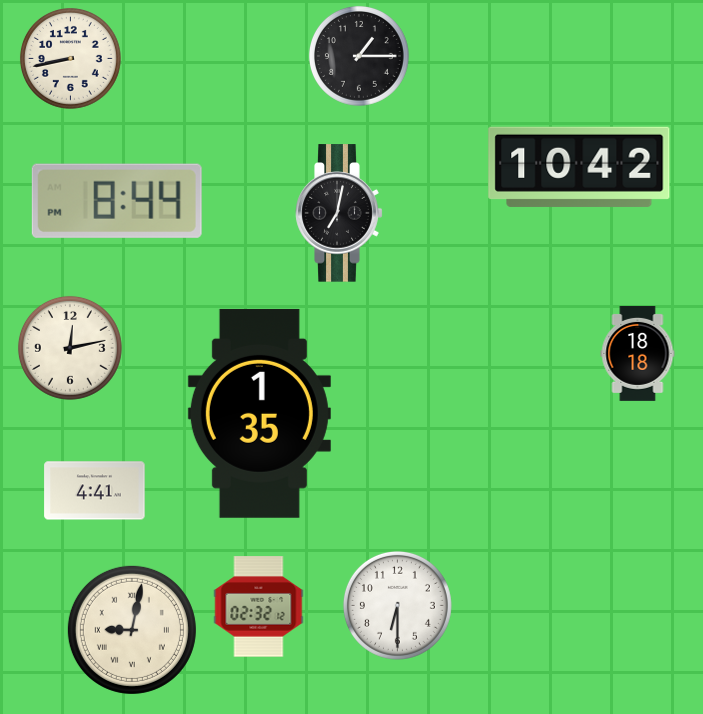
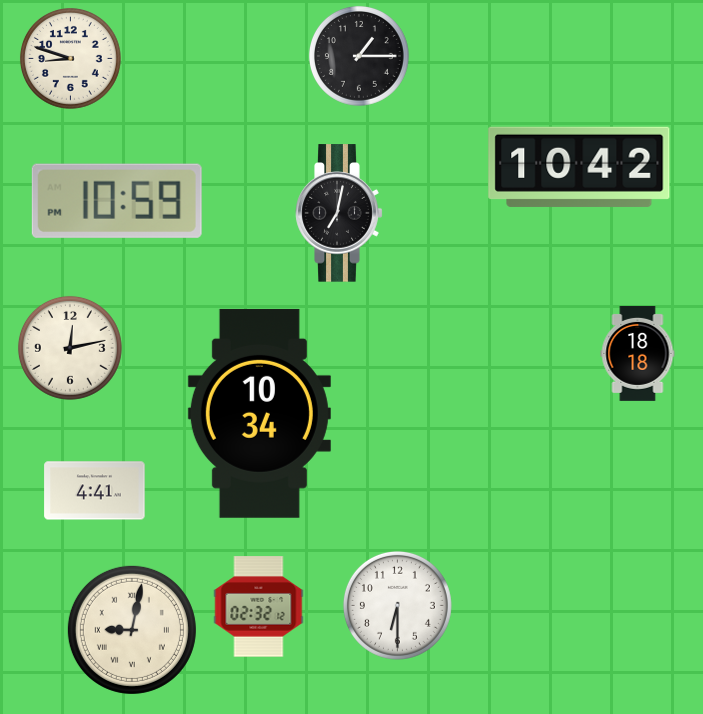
clock at (70, 58): 8:43 -> 8:48
clock at (117, 201): 8:44 -> 10:59
clock at (259, 413): 1:35 -> 10:34
